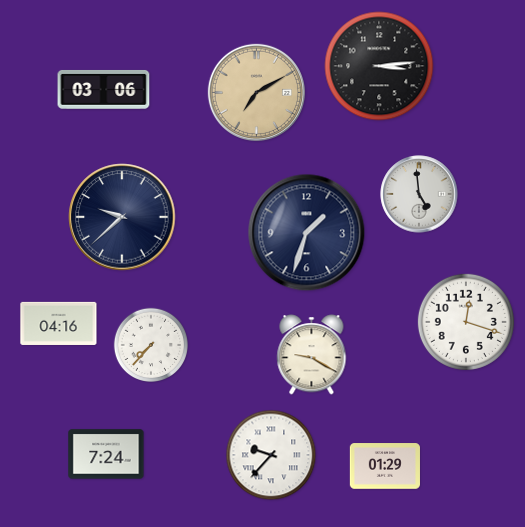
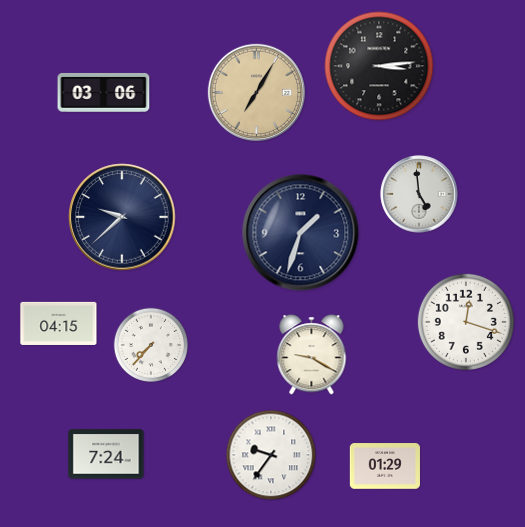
clock at (104, 89) position: (104, 89) -> (104, 92)
clock at (256, 92): 7:10 -> 7:05
clock at (307, 233) position: (307, 233) -> (301, 233)
clock at (59, 323): 04:16 -> 04:15
clock at (271, 455): 9:37 -> 9:36
